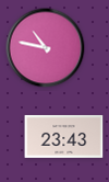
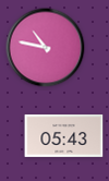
clock at (64, 136): 23:43 -> 05:43
